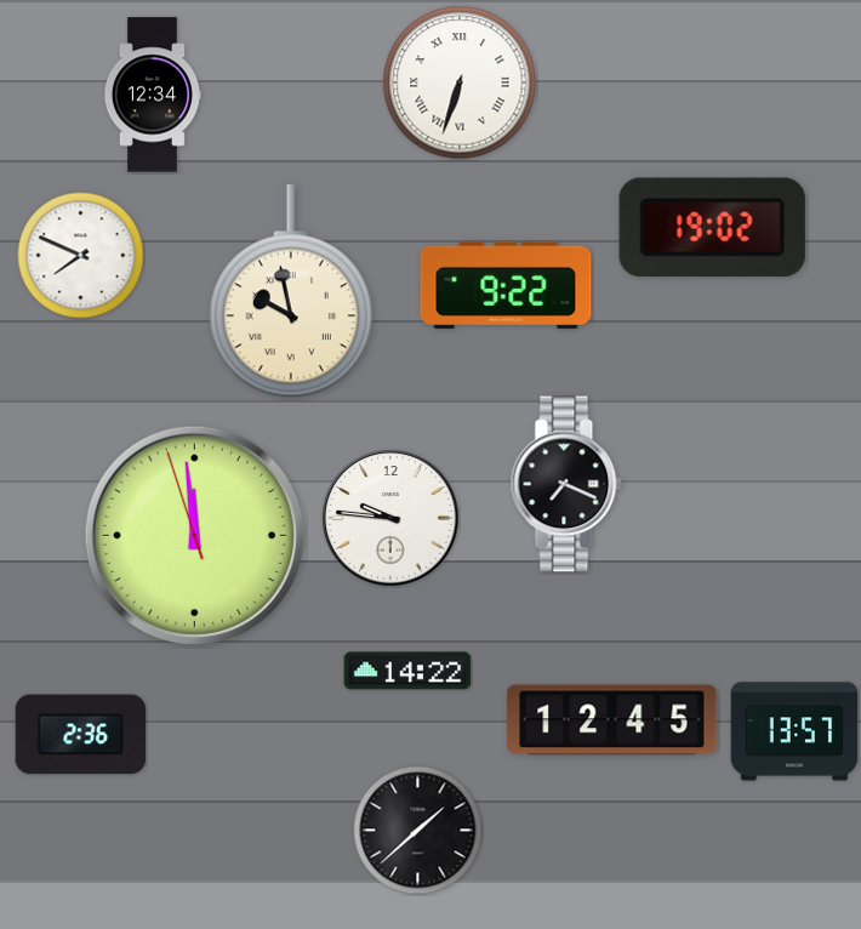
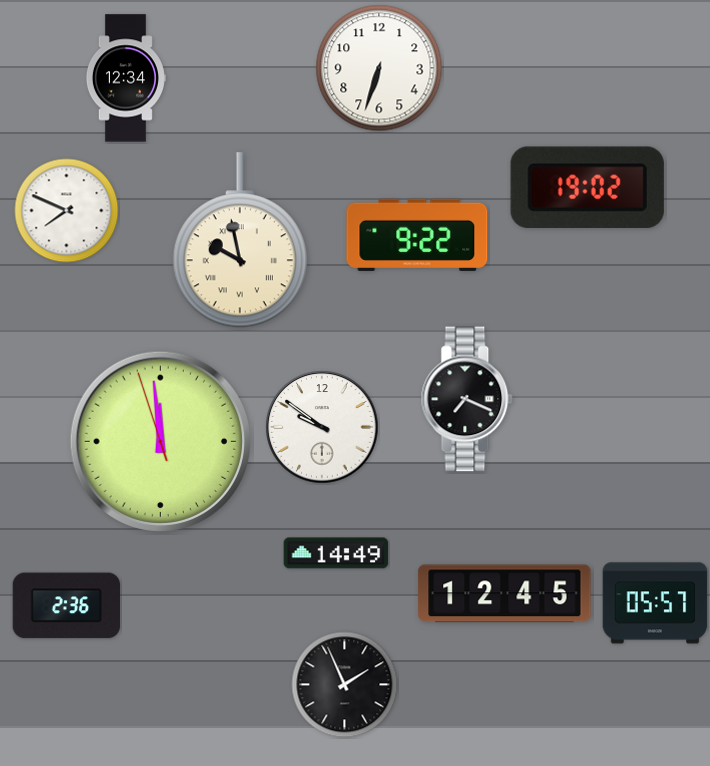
clock at (460, 82) numerals: Roman -> Arabic
clock at (390, 518): 9:46 -> 9:51
clock at (407, 671): 14:22 -> 14:49
clock at (794, 731): 13:57 -> 05:57
clock at (418, 831): 1:38 -> 1:56
